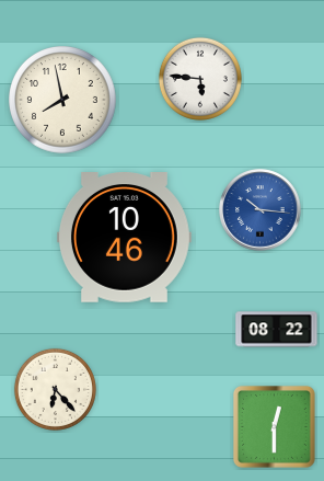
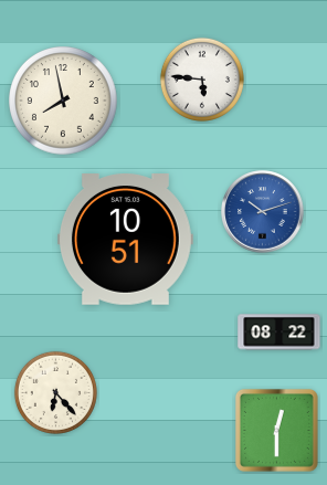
clock at (261, 210): 10:16 -> 10:12
clock at (124, 238): 10:46 -> 10:51
